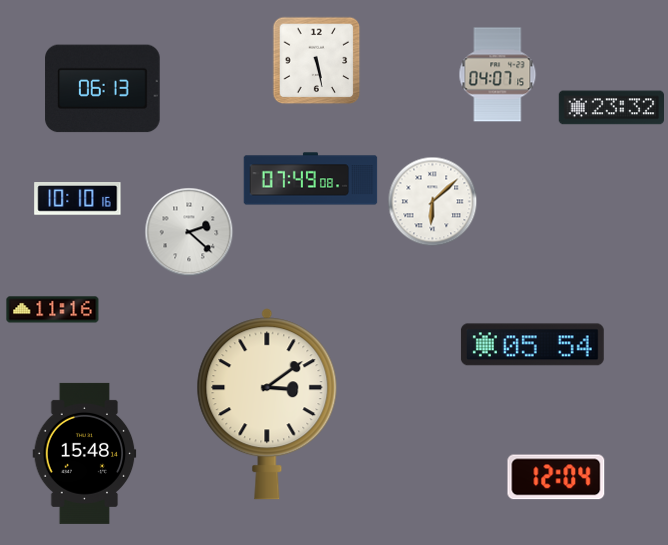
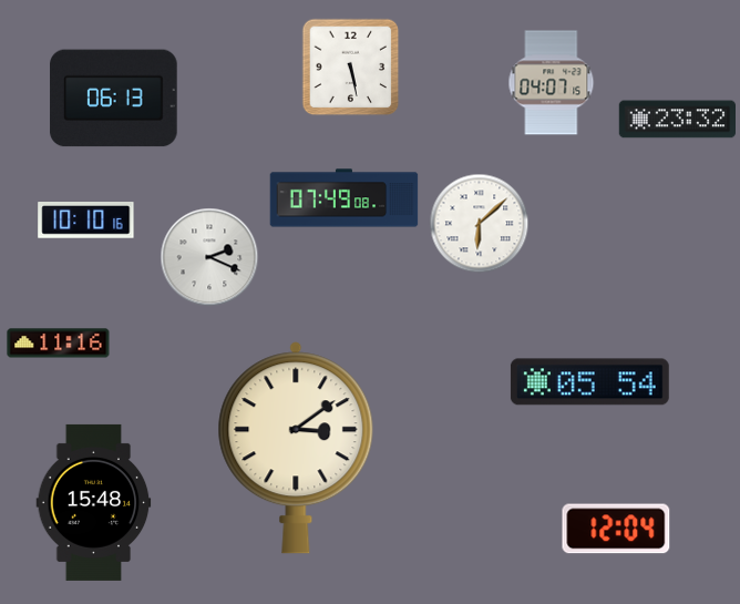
clock at (189, 232): 2:22 -> 2:19
